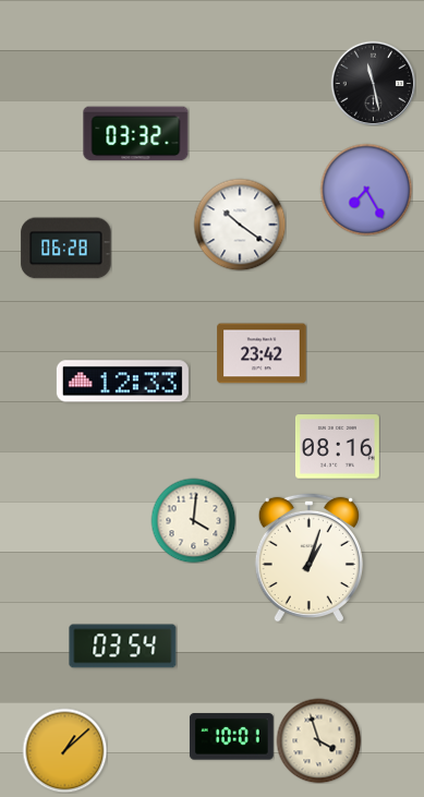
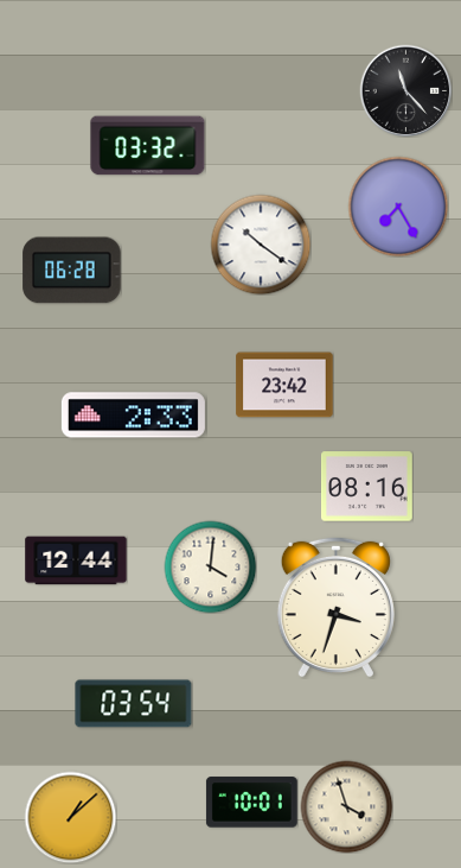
clock at (373, 83): 11:28 -> 11:23
clock at (122, 382): 12:33 -> 2:33
clock at (76, 560): none -> 12:44
clock at (308, 557): 1:03 -> 3:33
